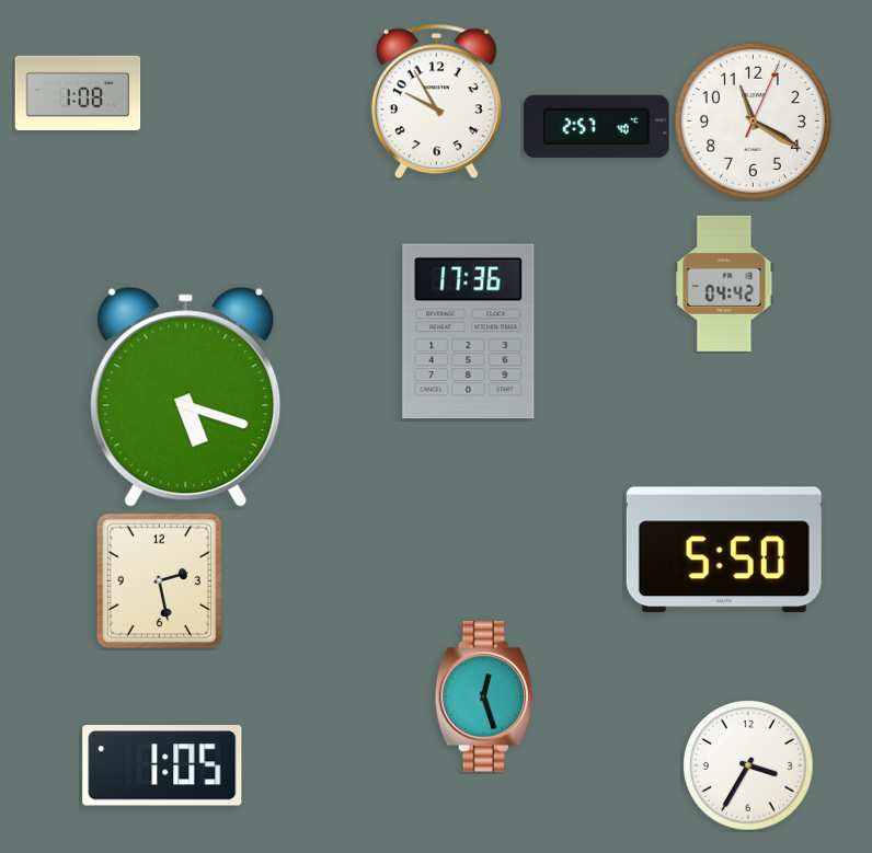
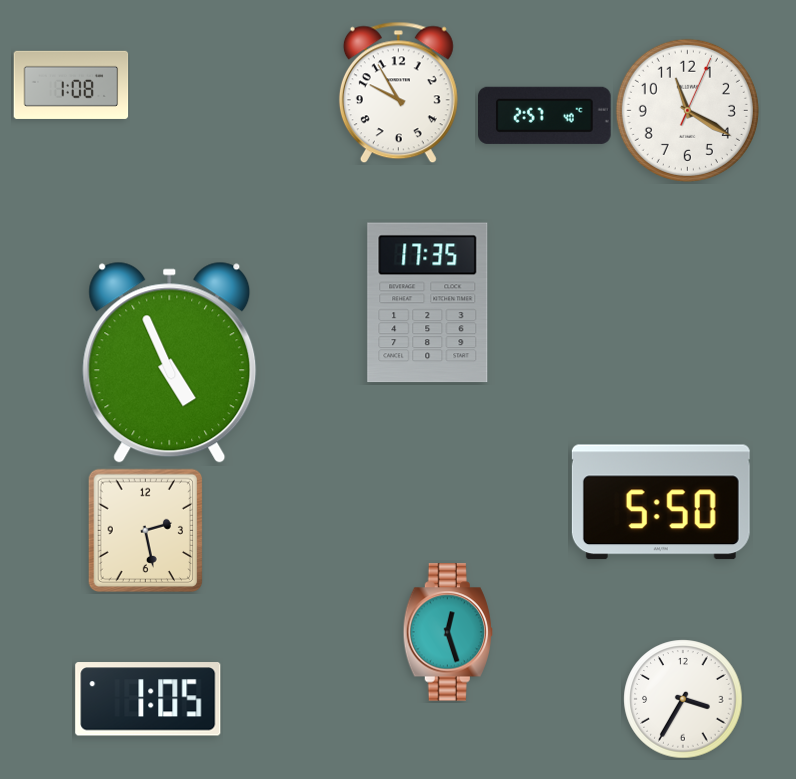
clock at (724, 284): 04:42 -> none
clock at (469, 332): 17:36 -> 17:35
clock at (186, 396): 5:18 -> 4:56
clock at (484, 696) position: (484, 696) -> (448, 632)
